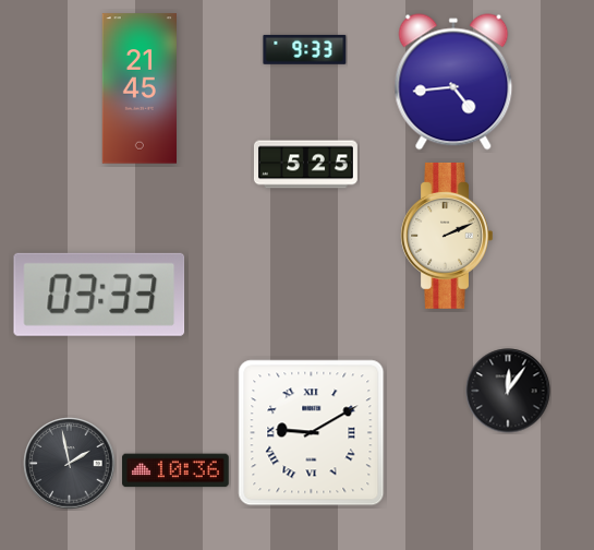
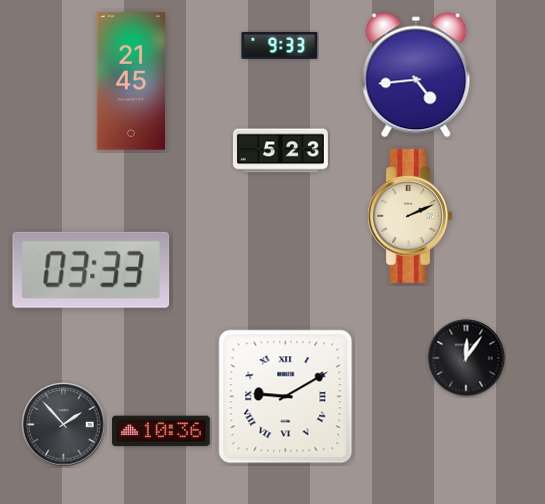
clock at (138, 88) position: (138, 88) -> (130, 81)
clock at (305, 165): 5:25 -> 5:23
clock at (70, 464): 1:58 -> 1:53
